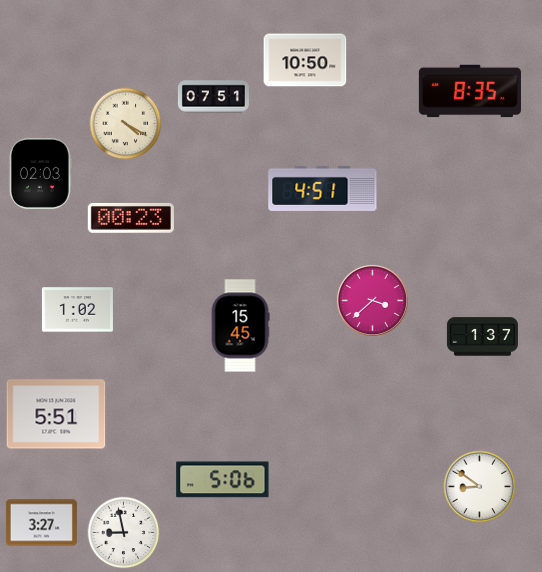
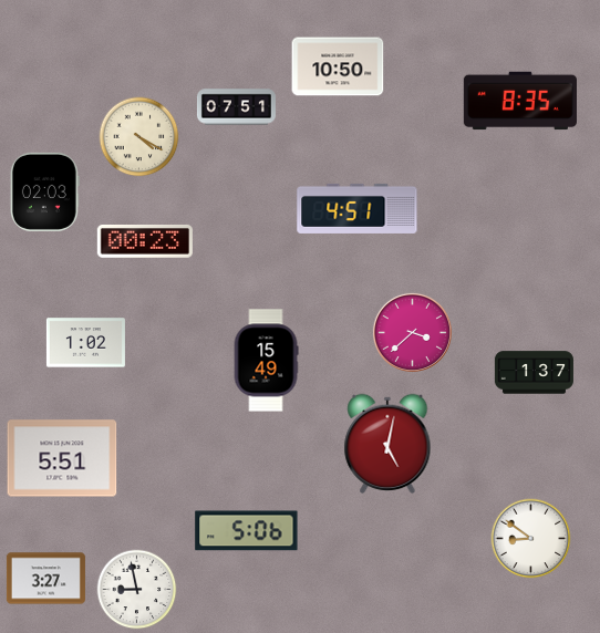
clock at (240, 326): 15:45 -> 15:49
clock at (387, 443): none -> 5:02
